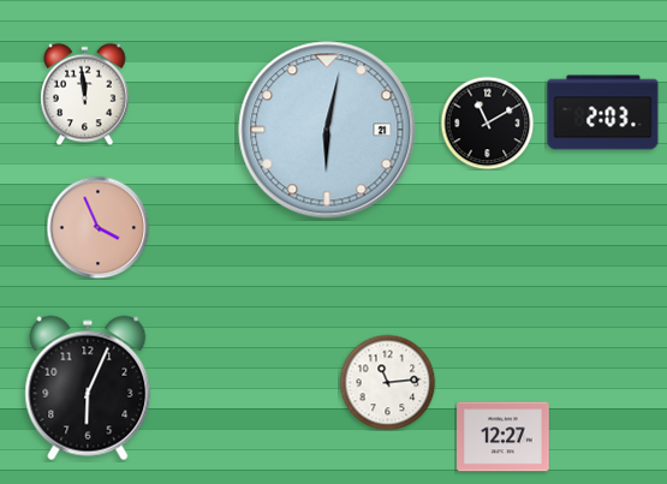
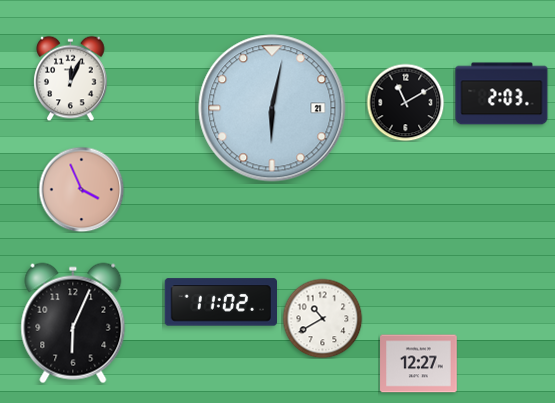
clock at (85, 94): 11:59 -> 12:04
clock at (220, 302): none -> 11:02
clock at (387, 382): 11:14 -> 10:40
